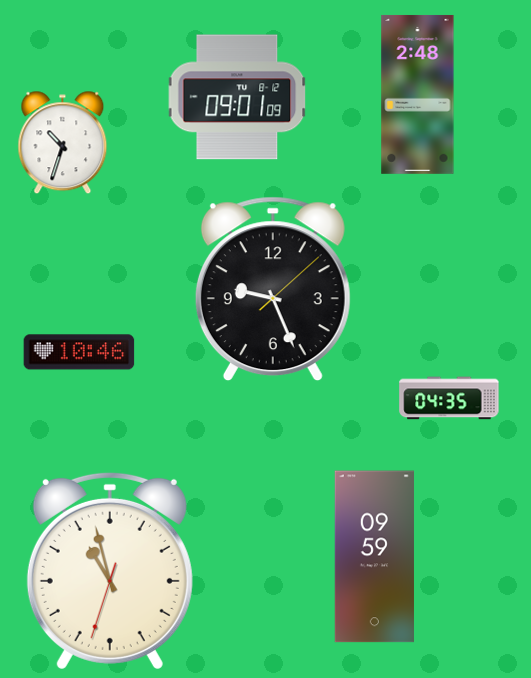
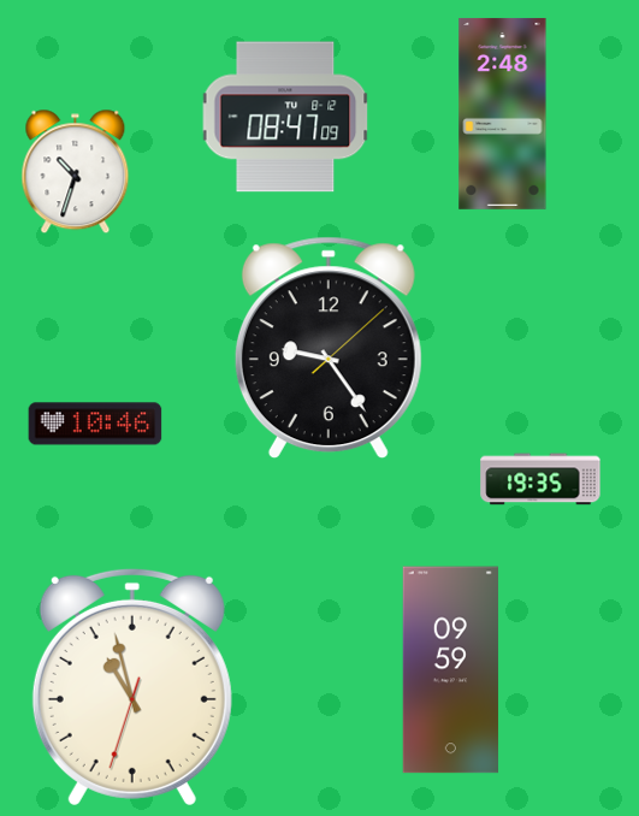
clock at (237, 97): 09:01 -> 08:47
clock at (273, 289): 9:26 -> 9:24
clock at (449, 398): 04:35 -> 19:35
